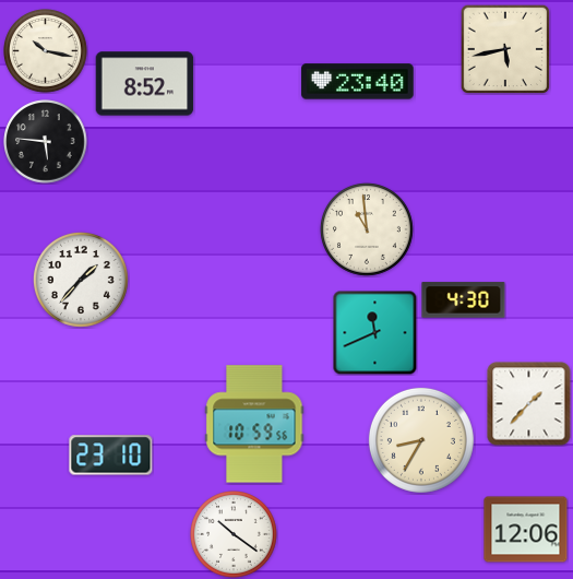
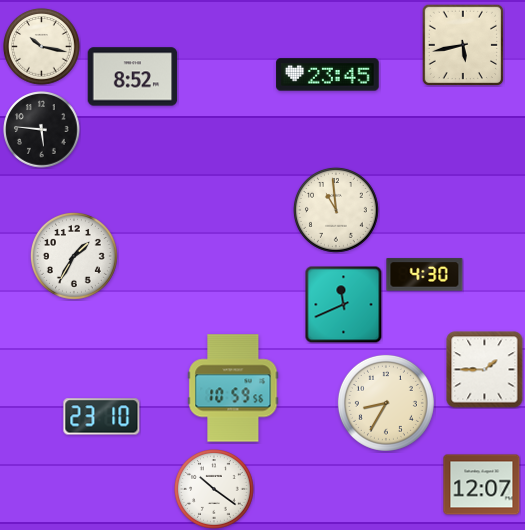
clock at (358, 82): 23:40 -> 23:45
clock at (81, 280): 1:37 -> 1:35
clock at (529, 404): 1:37 -> 1:45
clock at (526, 530): 12:06 -> 12:07
